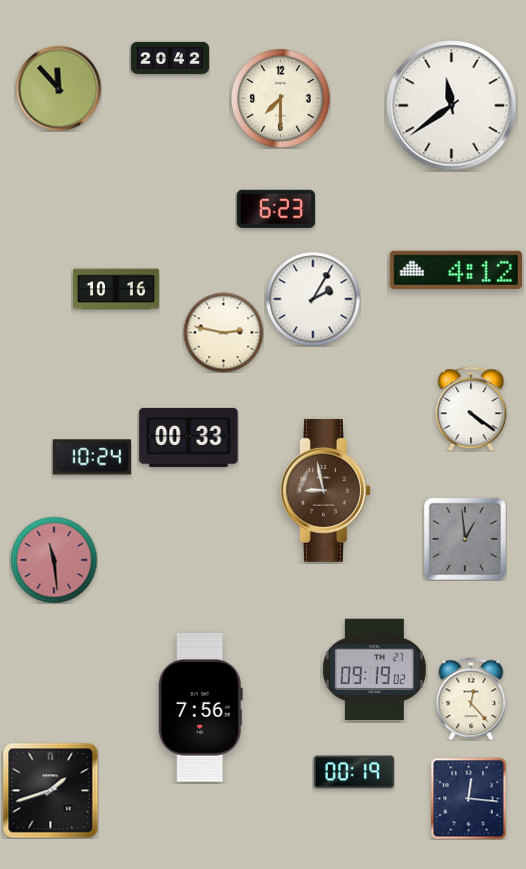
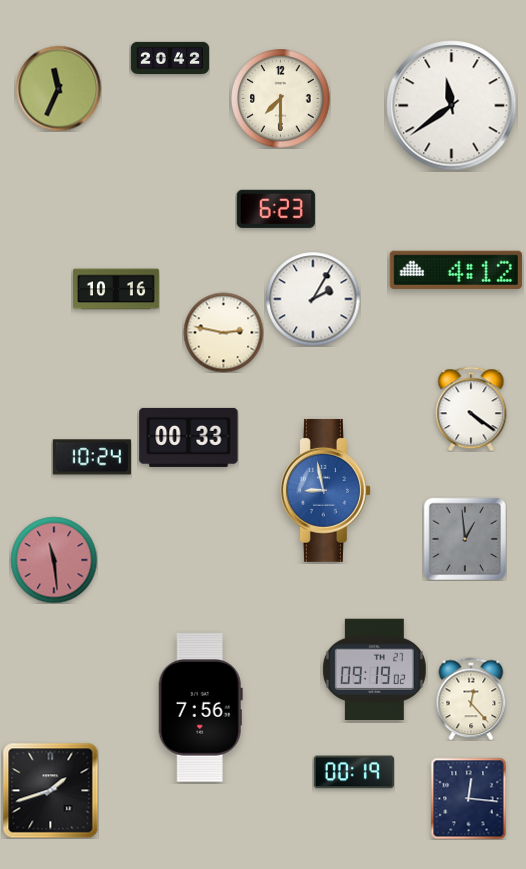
clock at (58, 88): 11:53 -> 11:34
clock at (325, 490) dial: brown -> blue
